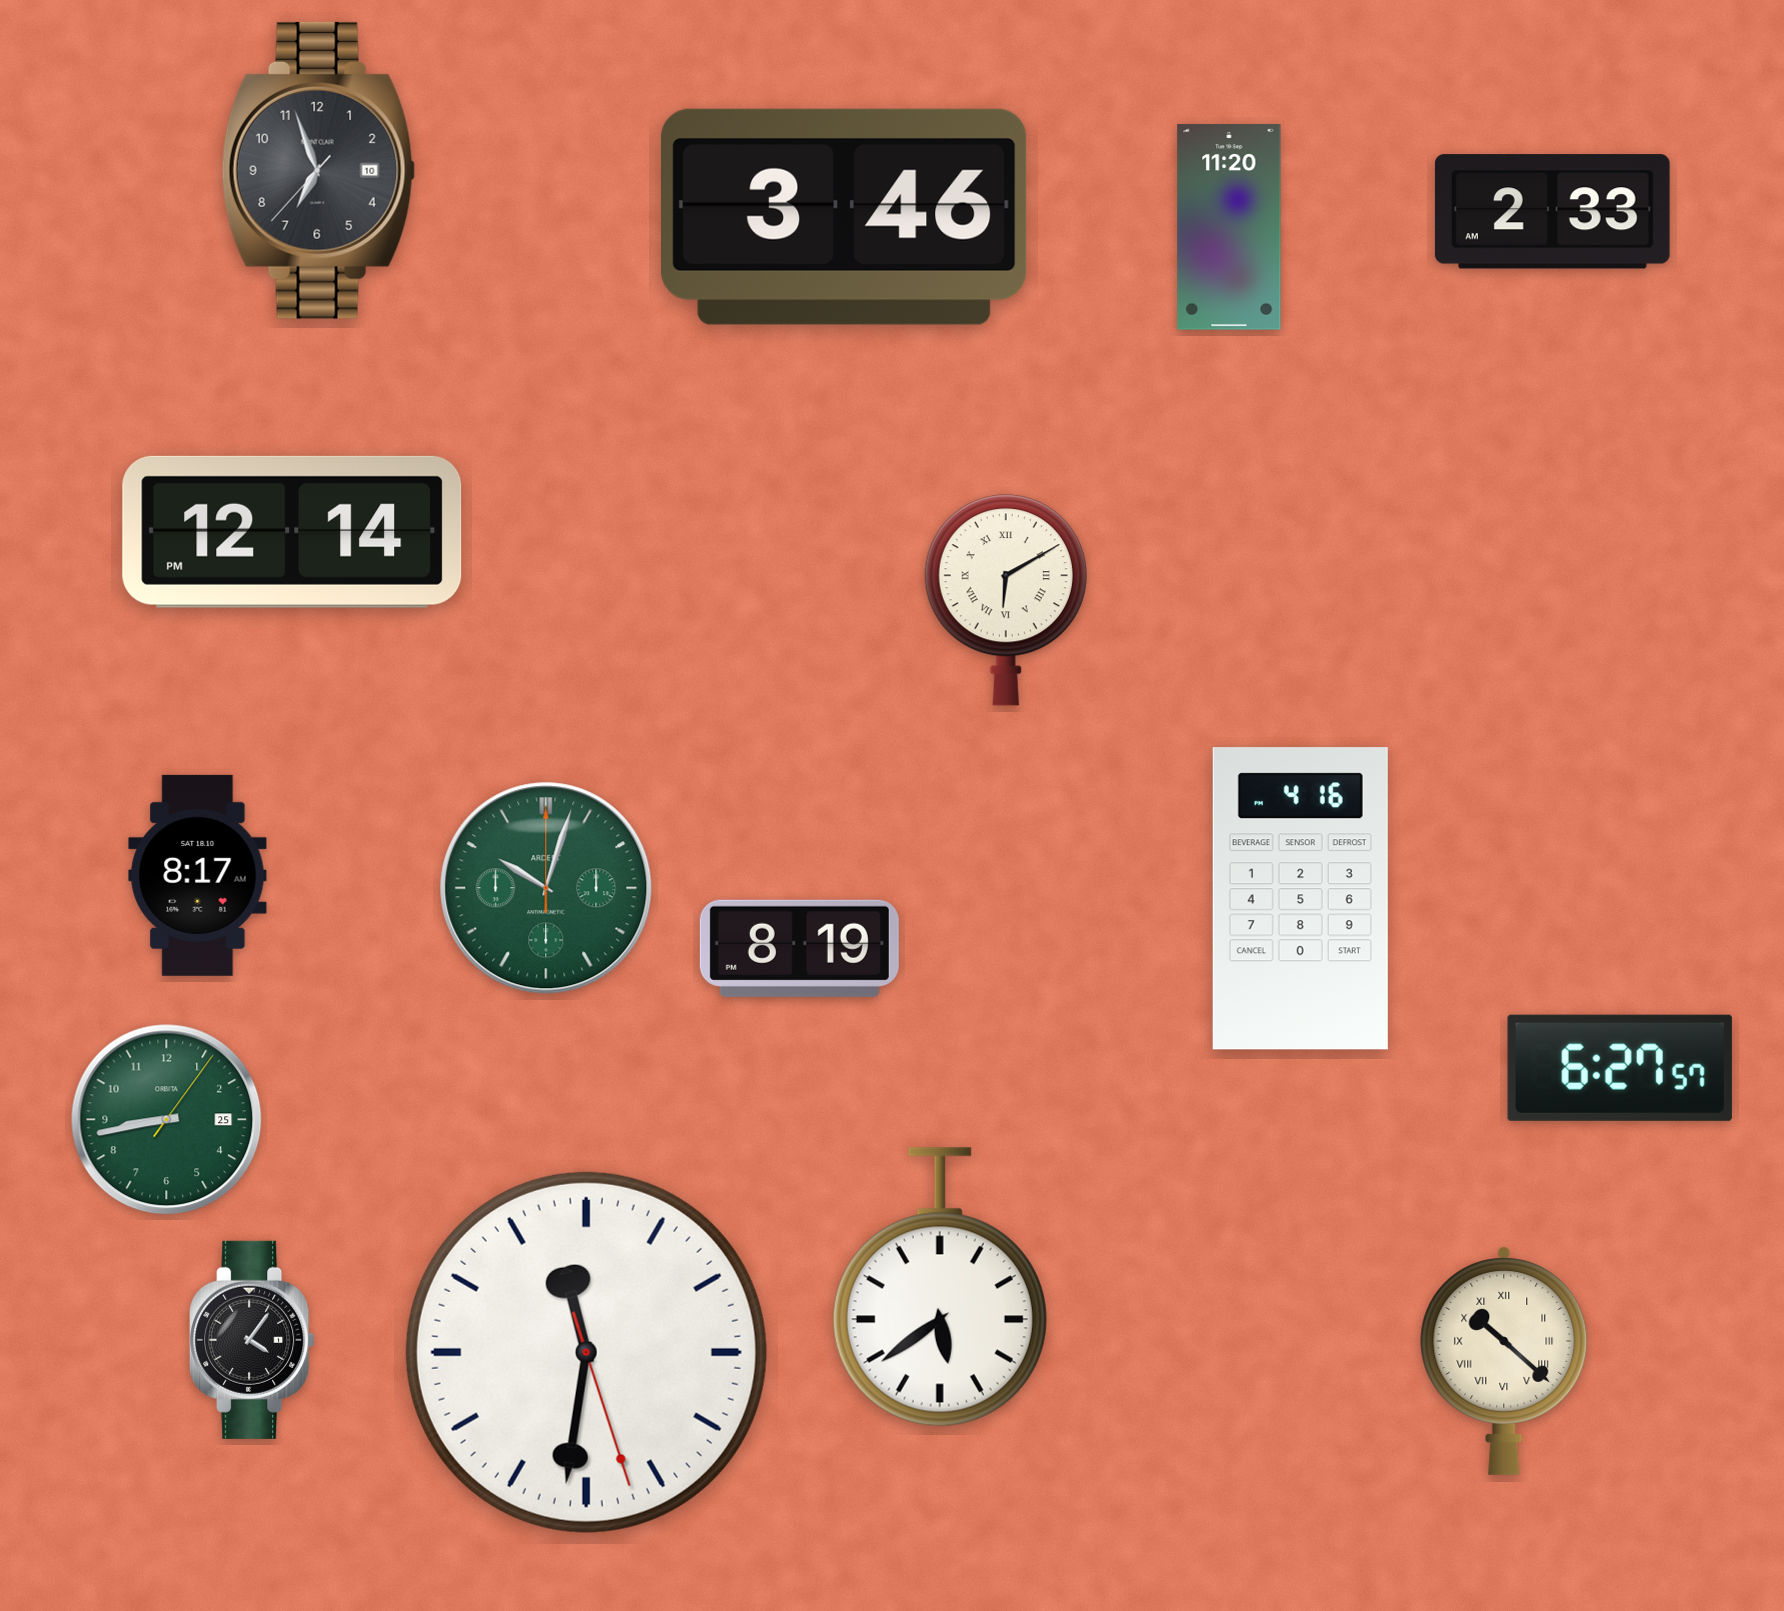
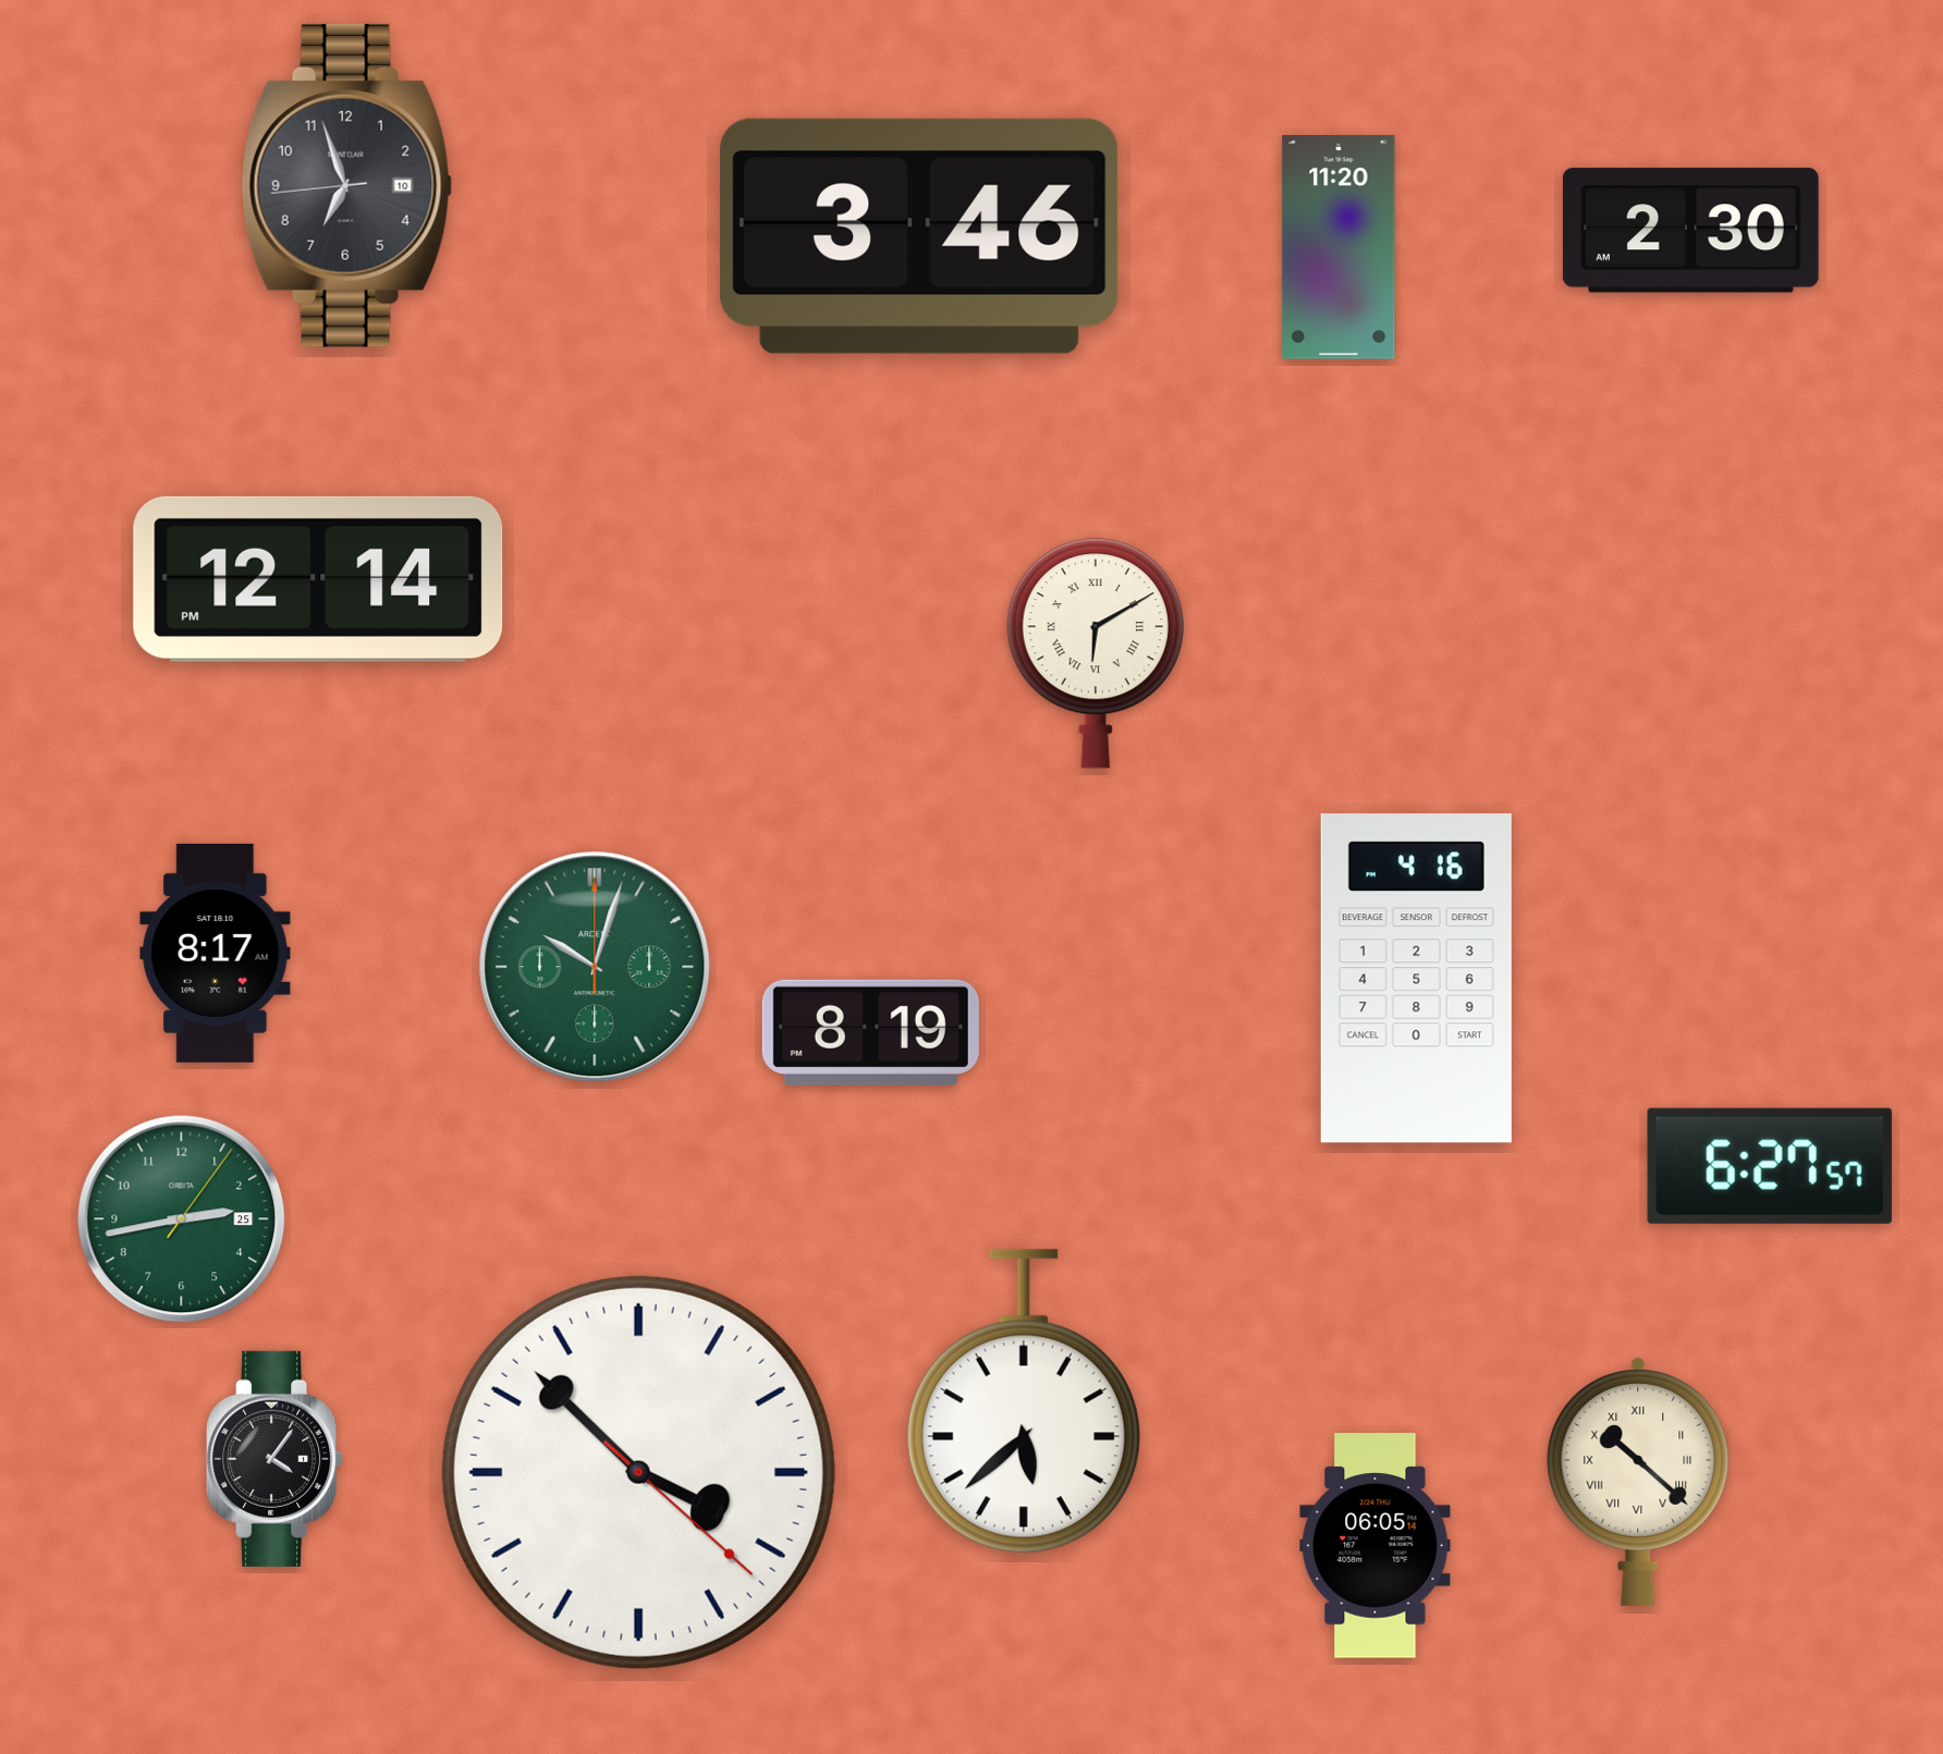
clock at (318, 170): 6:56:37 -> 6:56:44
clock at (1552, 212): 2:33 -> 2:30
clock at (1620, 1068) position: (1620, 1068) -> (1770, 1166)
clock at (167, 1120): 8:43 -> 2:43
clock at (940, 1287): 5:39 -> 5:38
clock at (586, 1352): 11:31 -> 3:52
clock at (1376, 1546): none -> 06:05
